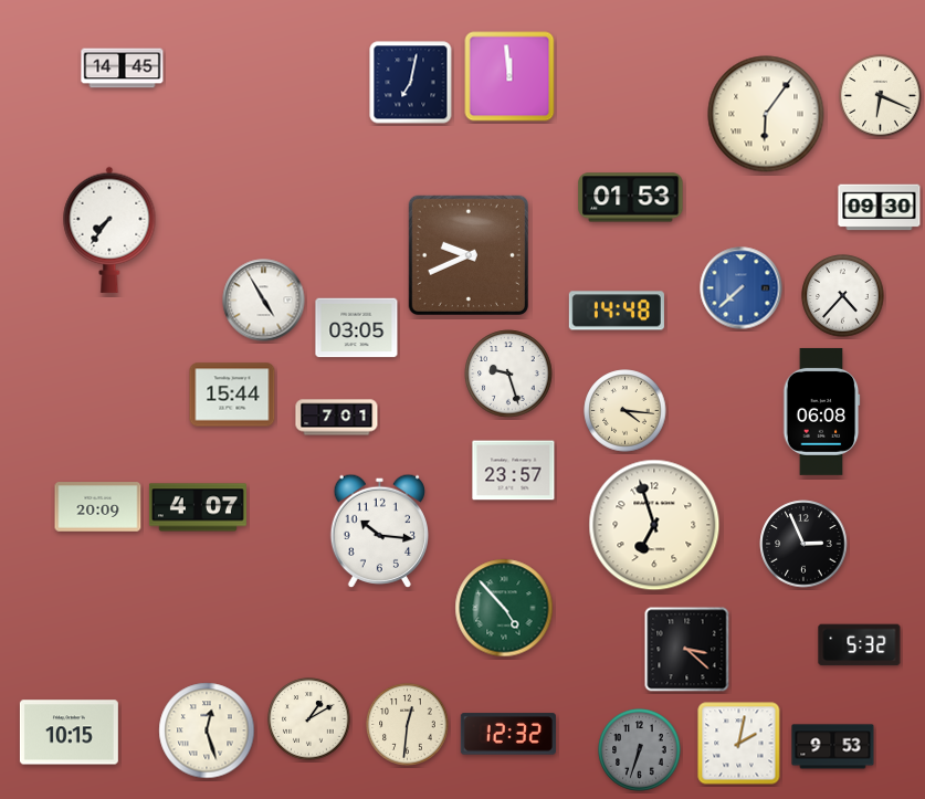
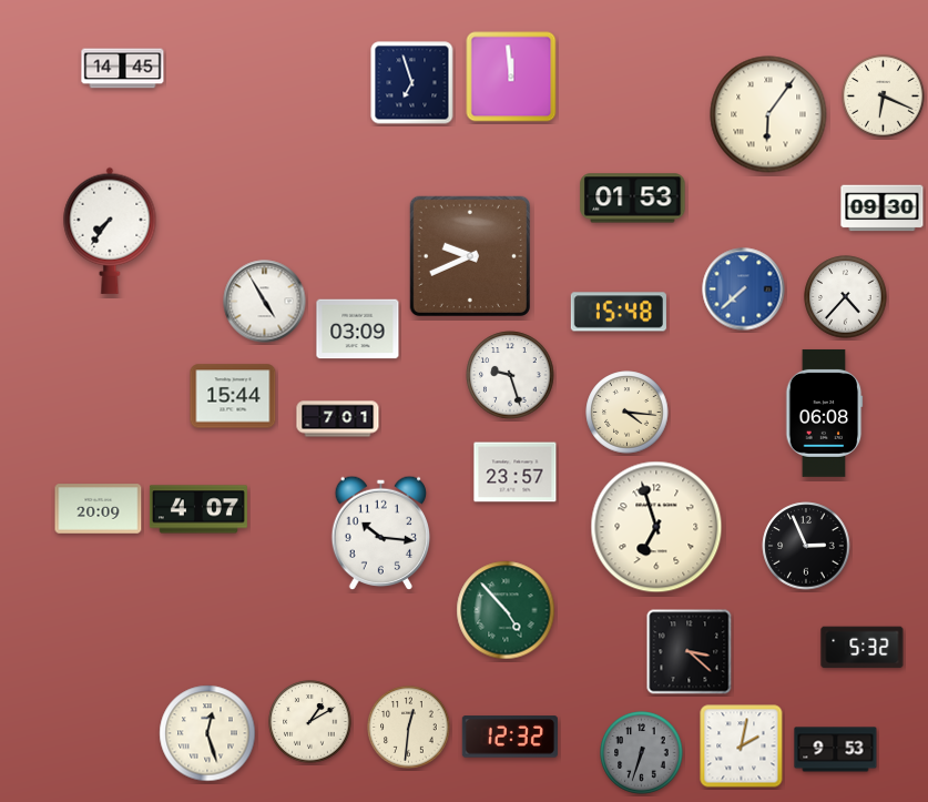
clock at (411, 83): 7:02 -> 6:57
clock at (617, 311): 14:48 -> 15:48
clock at (357, 328): 03:05 -> 03:09
clock at (69, 733): 10:15 -> none
